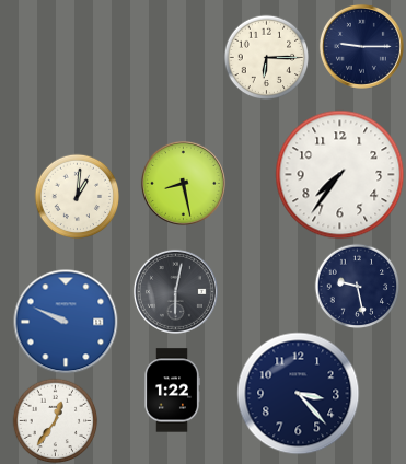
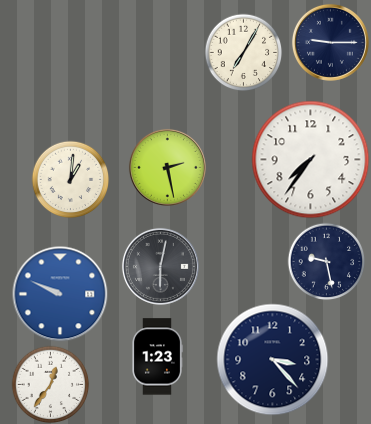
clock at (266, 57): 6:15 -> 7:05
clock at (183, 183): 8:28 -> 2:28
clock at (172, 391): 1:22 -> 1:23
